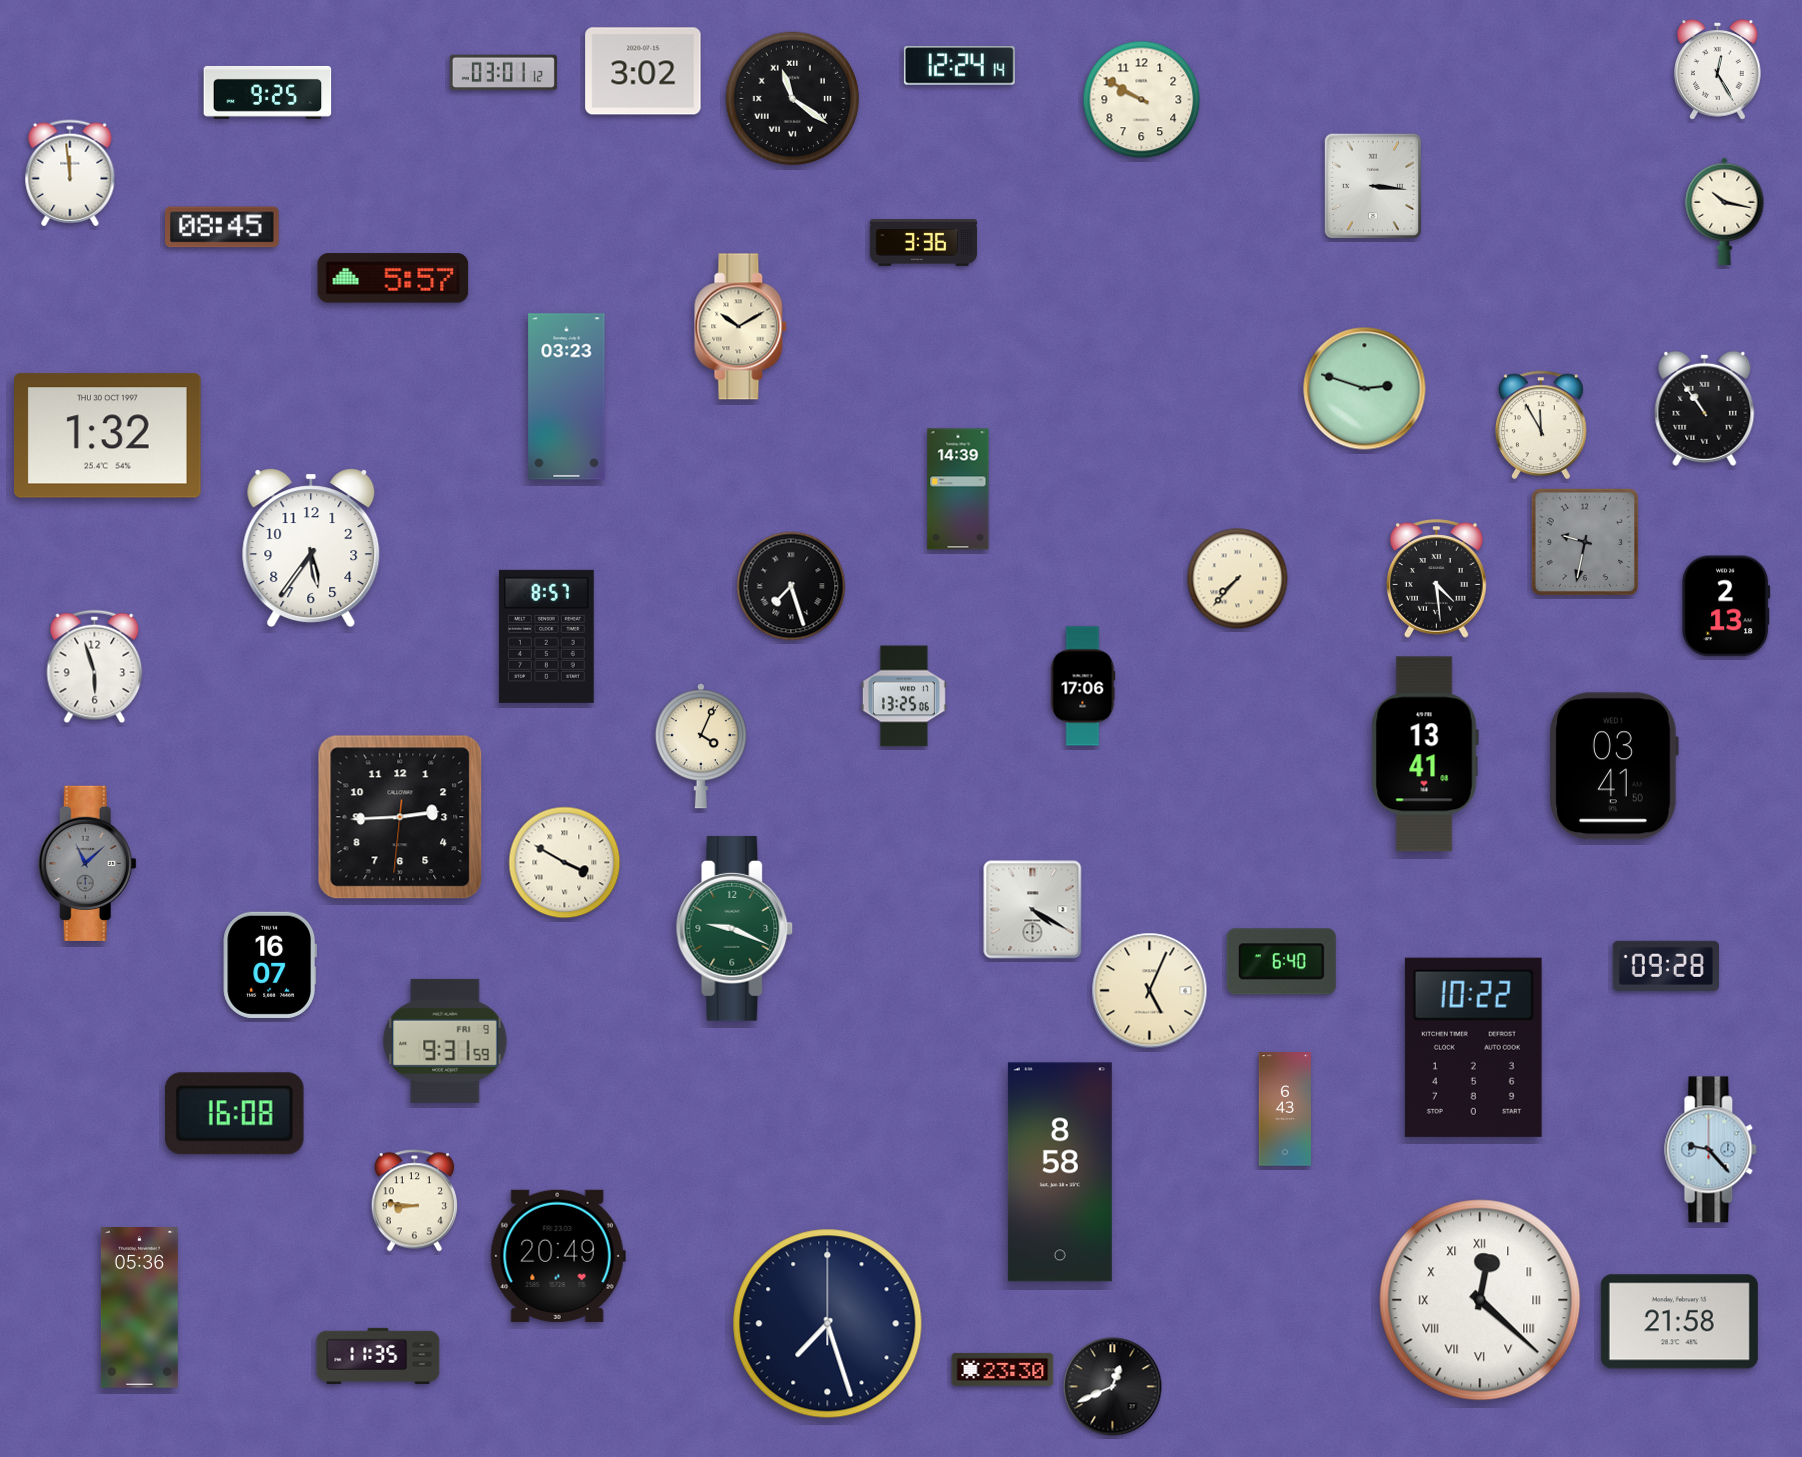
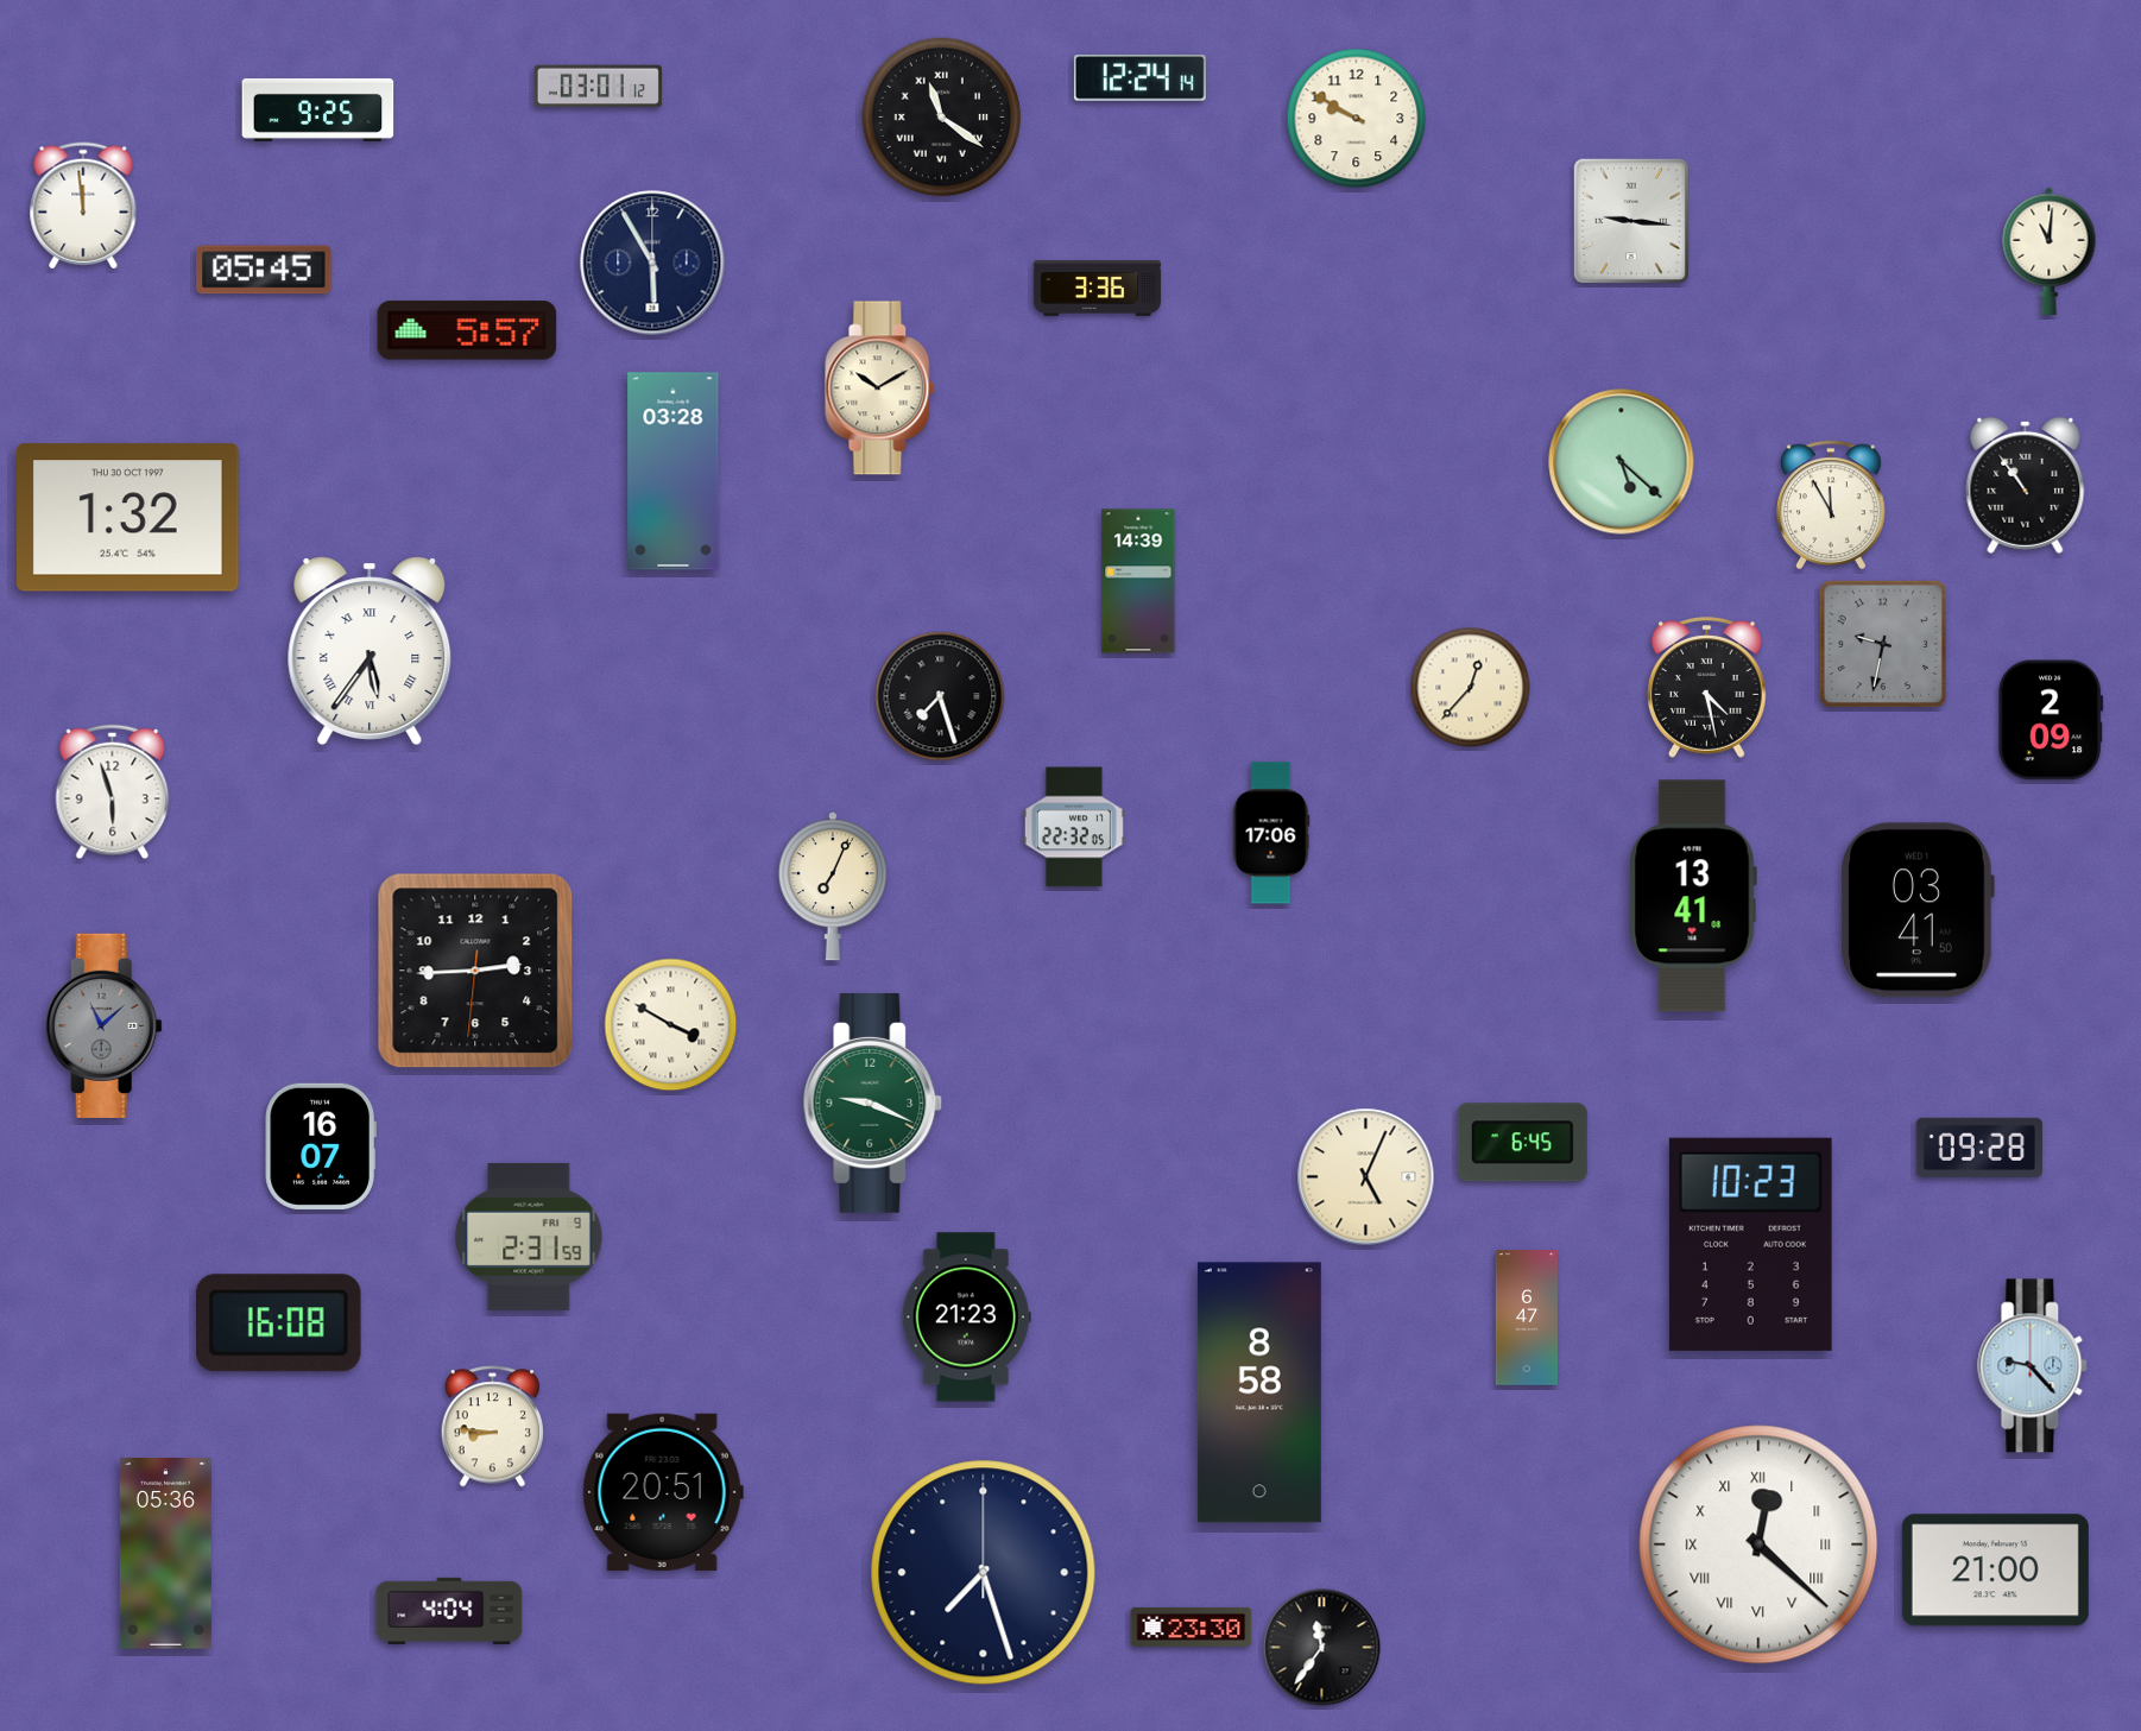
clock at (1718, 70): 12:25 -> none
clock at (643, 71): 3:02 -> none
clock at (1373, 186): 3:16 -> 9:16
clock at (1725, 211): 10:17 -> 11:01
clock at (652, 263): none -> 5:55
clock at (222, 227): 08:45 -> 05:45
clock at (1365, 389): 2:48 -> 5:22
clock at (567, 397): 03:23 -> 03:28
clock at (311, 548) numerals: Arabic -> Roman
clock at (1238, 579): 7:37 -> 12:37
clock at (1437, 579): 4:29 -> 4:28
clock at (1726, 606): 2:13 -> 2:09
clock at (546, 636): 8:57 -> none
clock at (1083, 686) position: (1083, 686) -> (1271, 833)
clock at (904, 696): 13:25 -> 22:32
clock at (701, 746): 4:04 -> 7:04
clock at (1033, 910): 4:20 -> none
clock at (1281, 962): 6:40 -> 6:45
clock at (445, 1041): 9:31 -> 2:31
clock at (1473, 1047): 10:22 -> 10:23
clock at (966, 1318): none -> 21:23
clock at (1284, 1109): 6:43 -> 6:47
clock at (558, 1256): 20:49 -> 20:51
clock at (1679, 1322): 21:58 -> 21:00
clock at (378, 1356): 11:35 -> 4:04
clock at (1113, 1387): 12:41 -> 11:36
